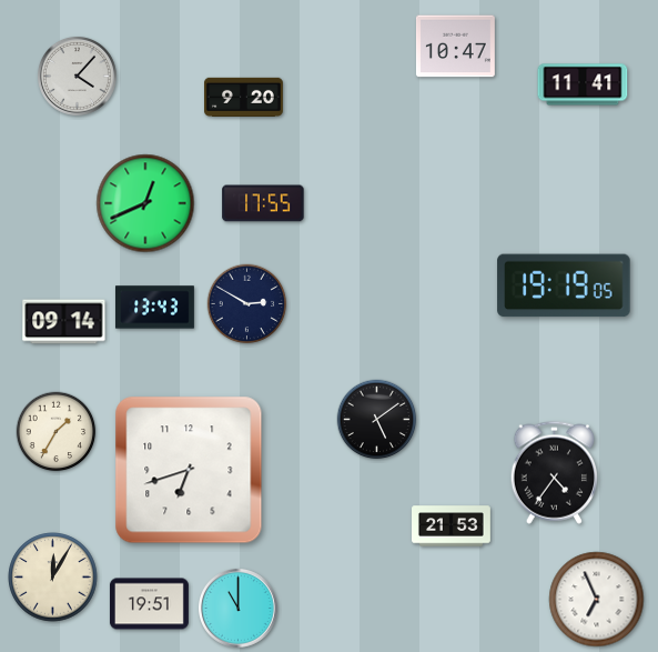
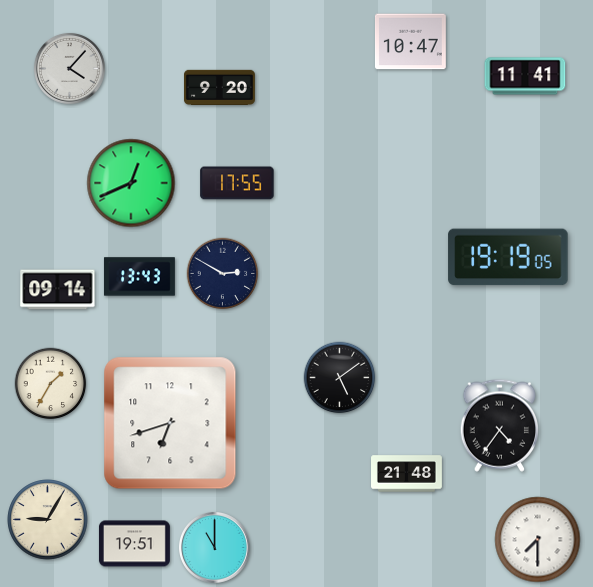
clock at (57, 432) position: (57, 432) -> (51, 384)
clock at (452, 526): 21:53 -> 21:48
clock at (53, 578): 12:05 -> 9:05
clock at (597, 600): 6:56 -> 7:30
